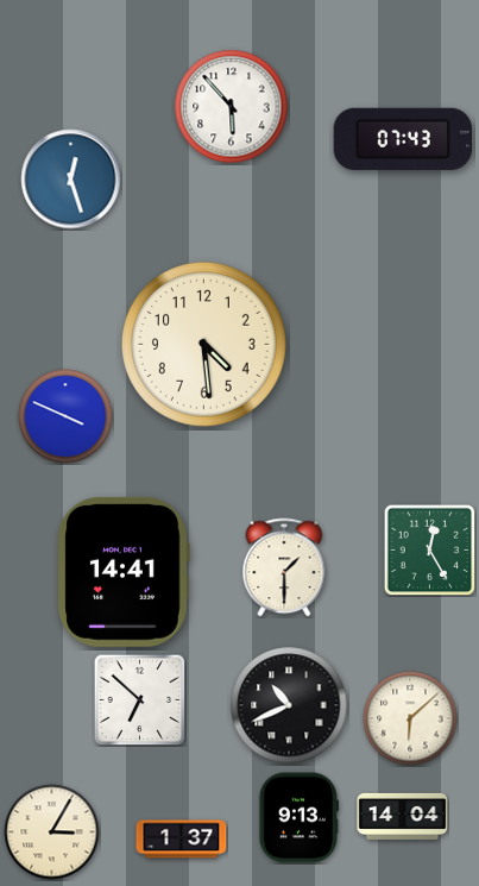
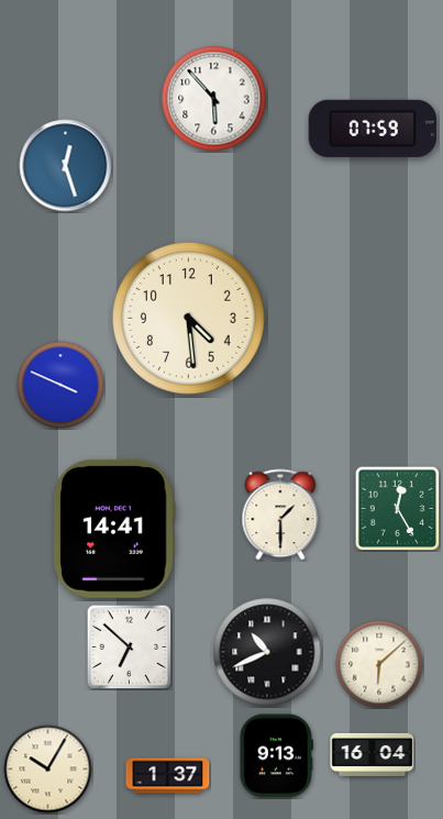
clock at (402, 139): 07:43 -> 07:59
clock at (284, 567) position: (284, 567) -> (280, 514)
clock at (403, 816): 14:04 -> 16:04
clock at (52, 832): 3:05 -> 10:05
